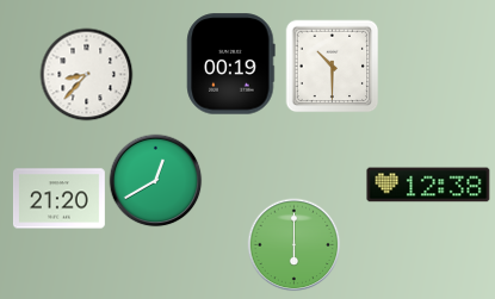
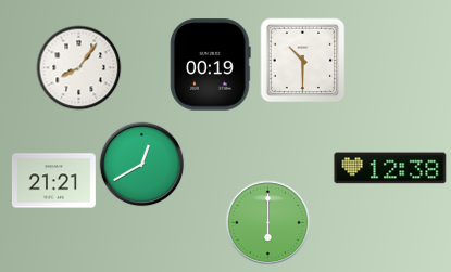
clock at (231, 64) position: (231, 64) -> (211, 65)
clock at (86, 74): 8:37 -> 8:06
clock at (58, 199): 21:20 -> 21:21
